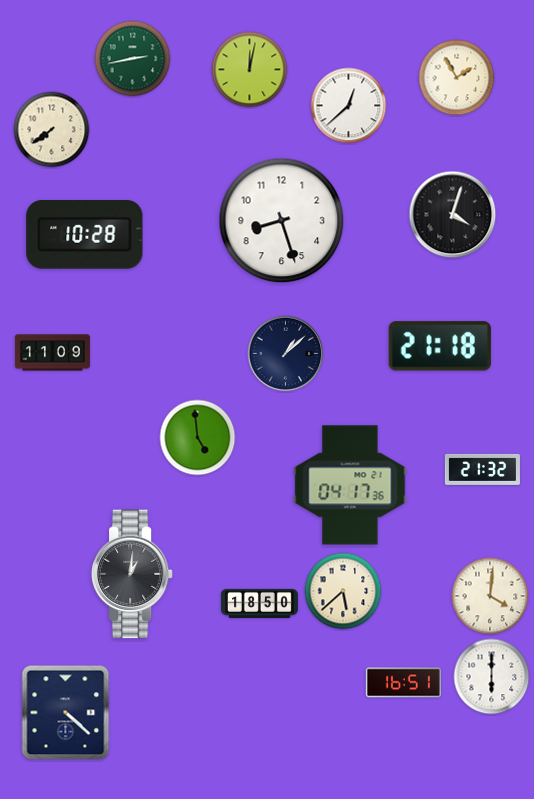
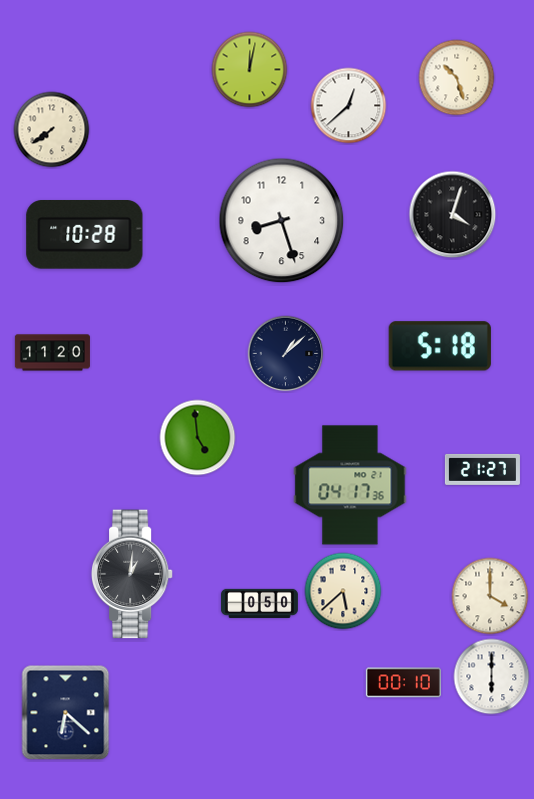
clock at (133, 59): 2:43 -> none
clock at (457, 78): 1:55 -> 10:27
clock at (440, 346): 21:18 -> 5:18
clock at (52, 353): 11:09 -> 11:20
clock at (482, 469): 21:32 -> 21:27
clock at (490, 596): 4:01 -> 4:00
clock at (259, 603): 18:50 -> 0:50
clock at (403, 683): 16:51 -> 00:10
clock at (66, 713): 4:22 -> 6:22
